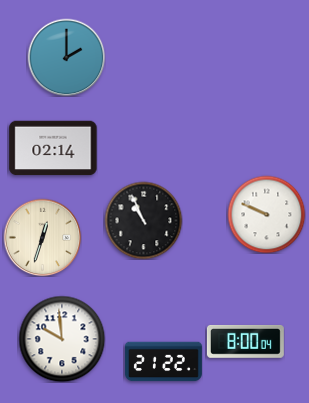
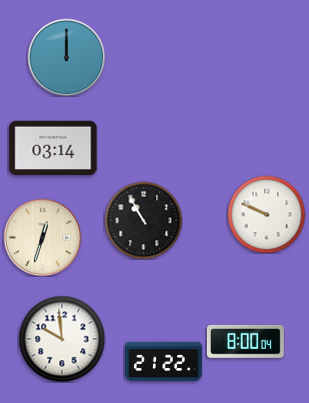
clock at (66, 57): 2:00 -> 12:00
clock at (53, 148): 02:14 -> 03:14
clock at (143, 220): 10:56 -> 10:55
